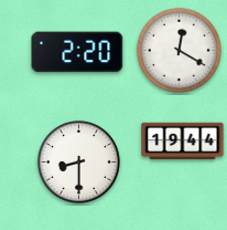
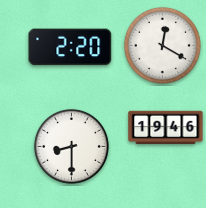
clock at (183, 142): 19:44 -> 19:46
